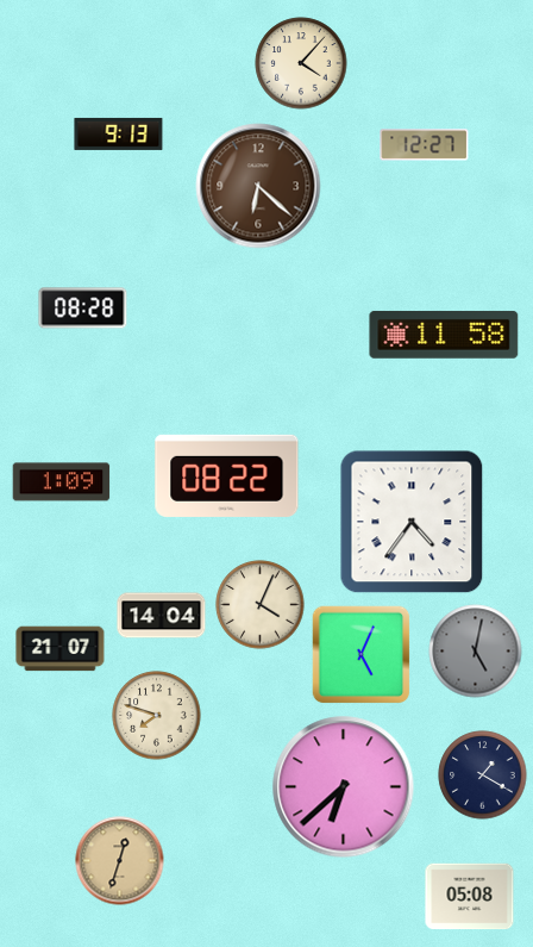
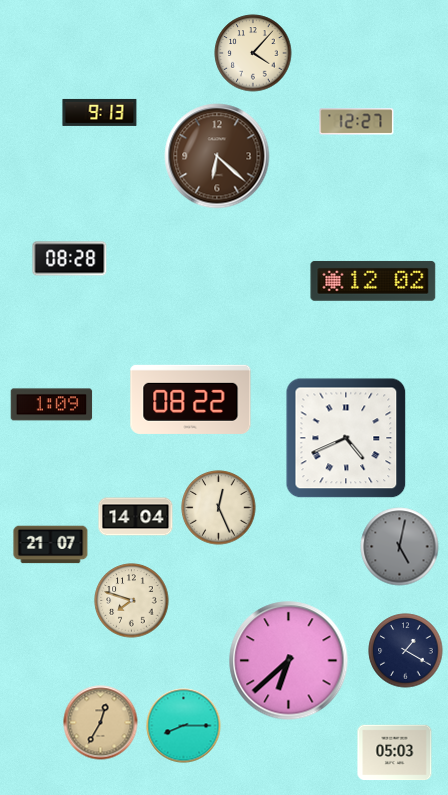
clock at (444, 335): 11:58 -> 12:02
clock at (412, 522): 4:36 -> 4:41
clock at (261, 605): 4:04 -> 12:26
clock at (362, 655): 5:04 -> none
clock at (120, 861): 12:33 -> 12:35
clock at (184, 726): none -> 8:15
clock at (470, 897): 05:08 -> 05:03
